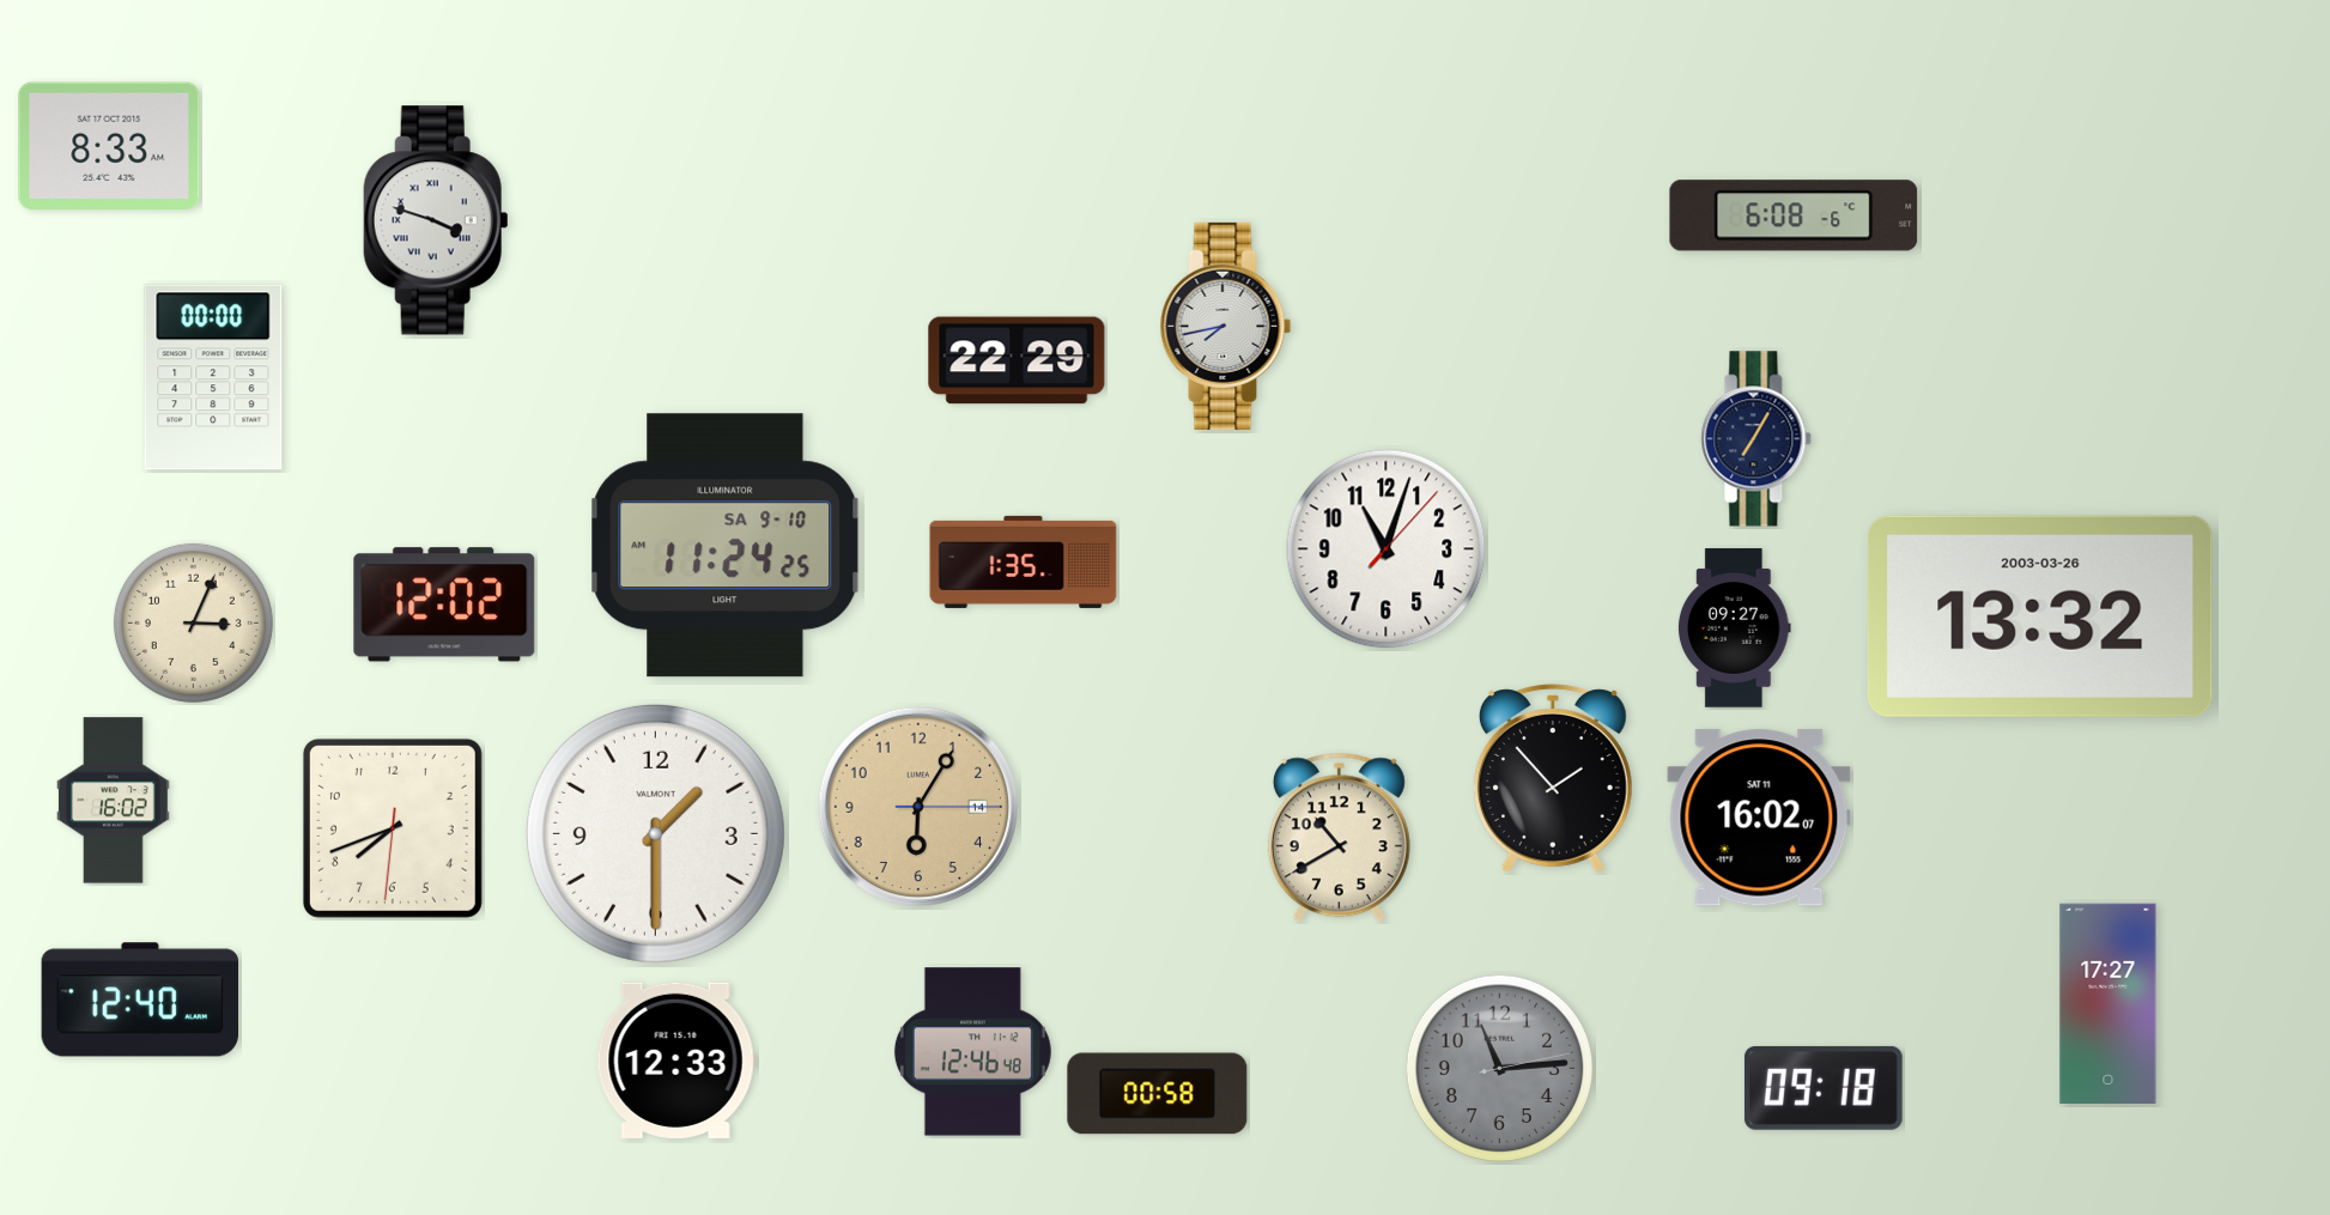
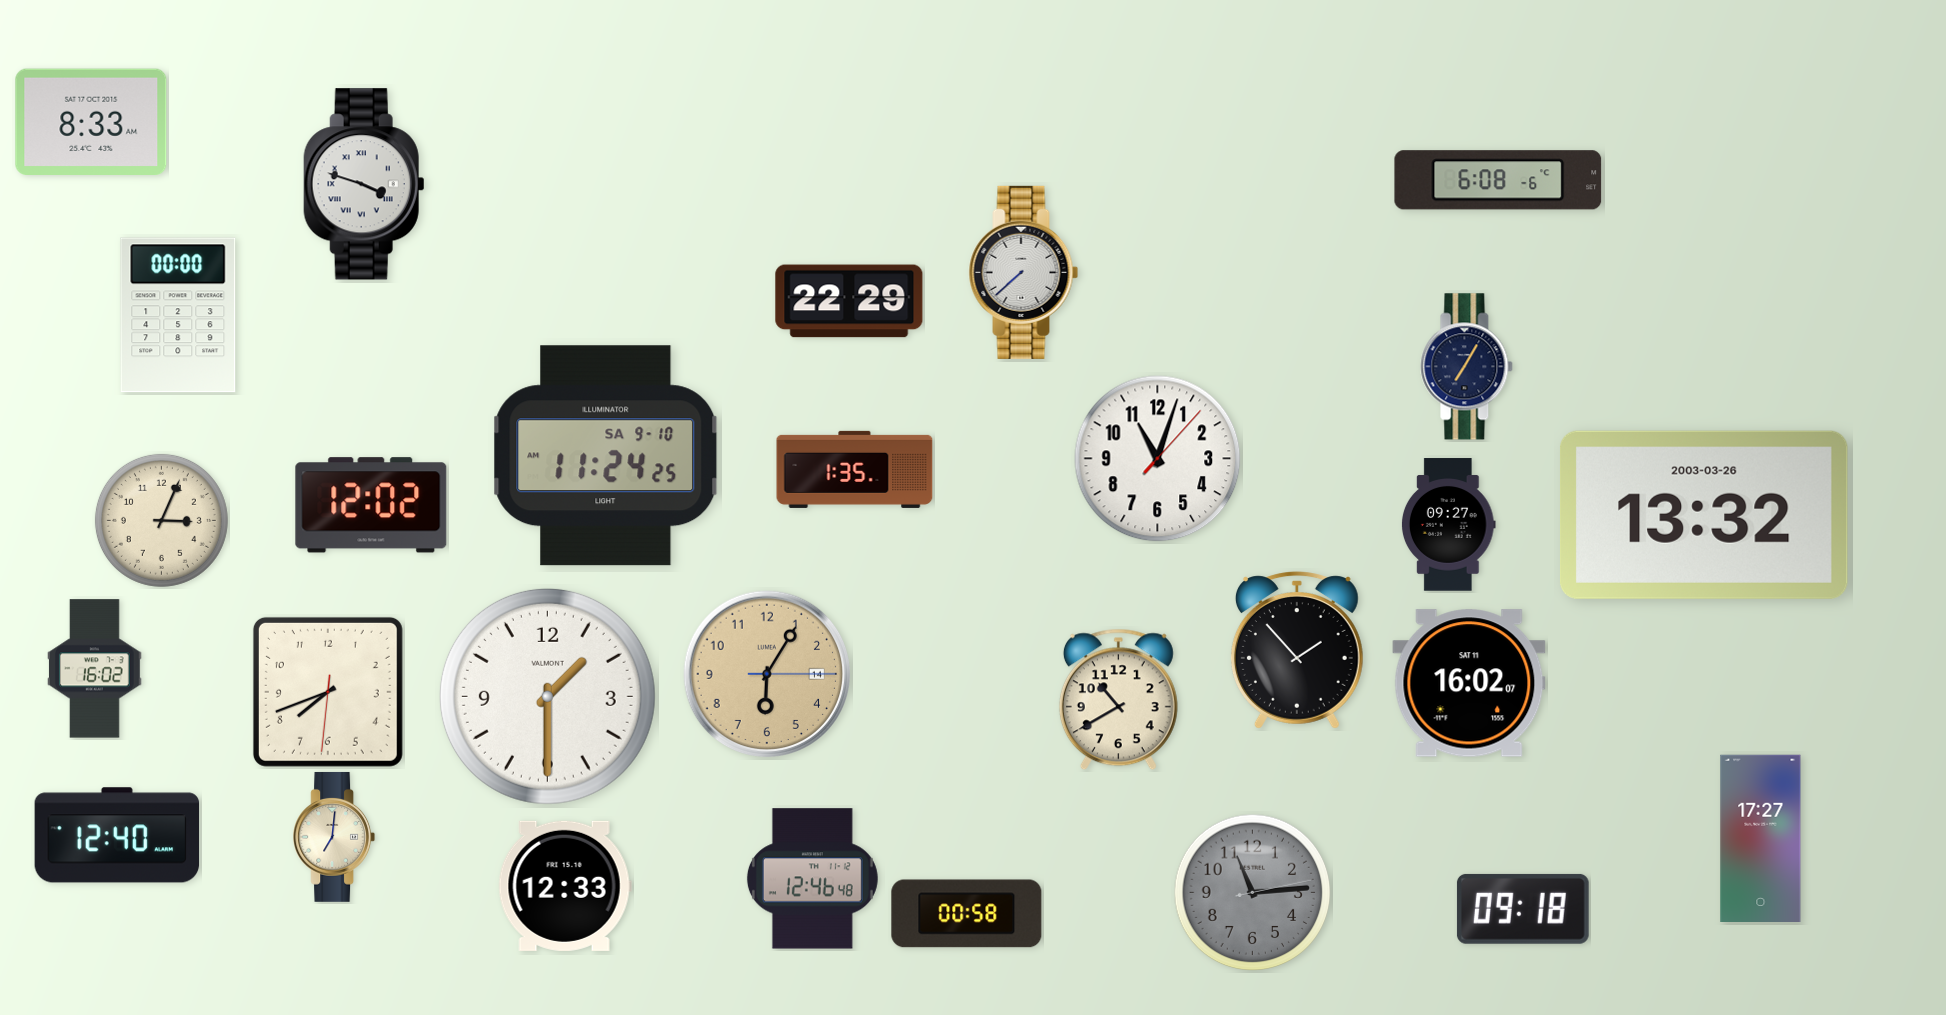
clock at (1226, 326): 7:43 -> 7:38
clock at (334, 837): none -> 7:01
